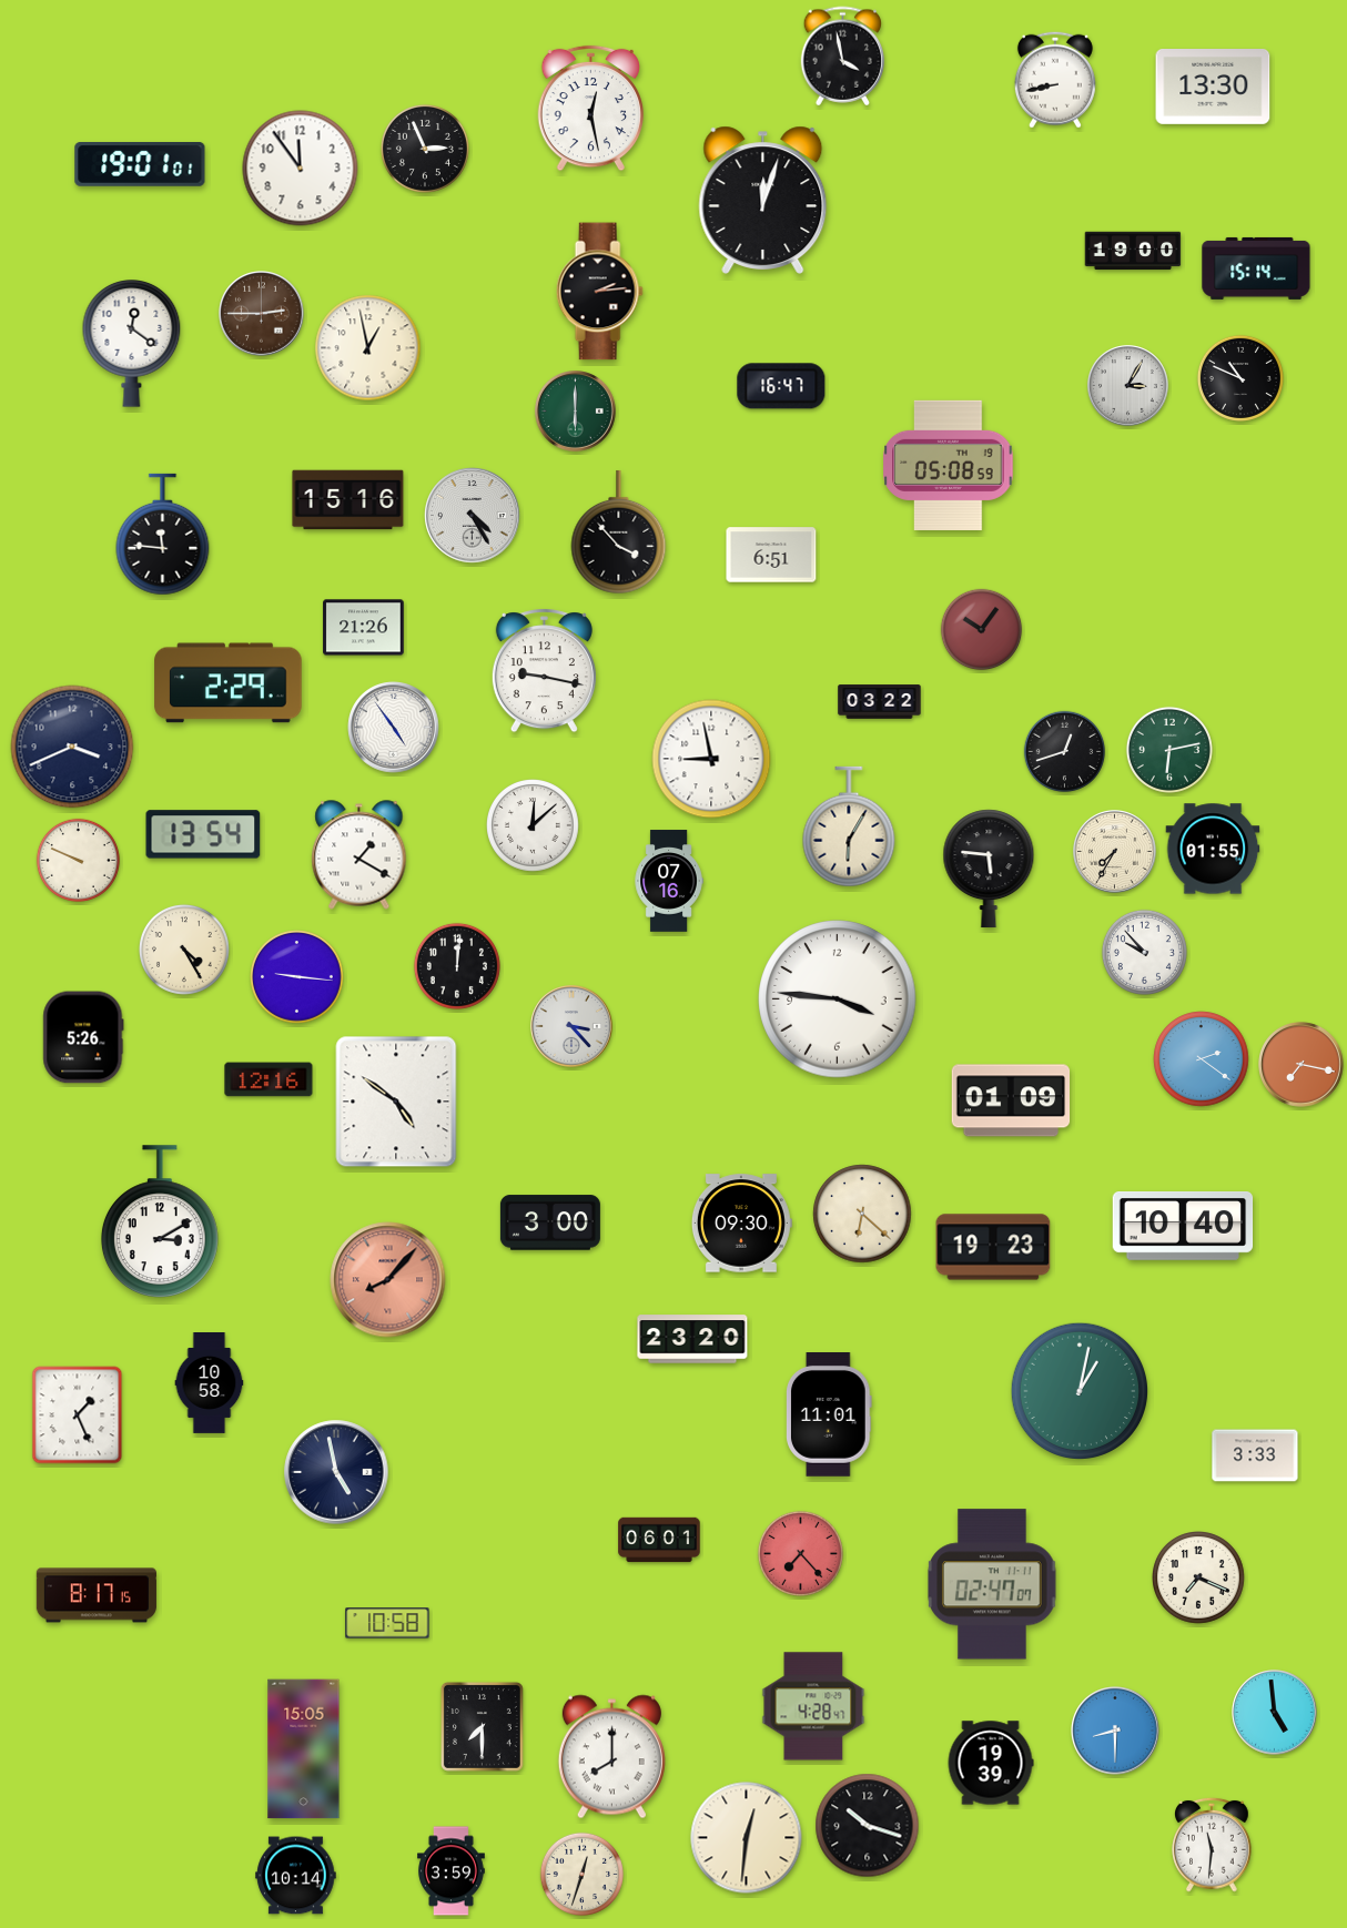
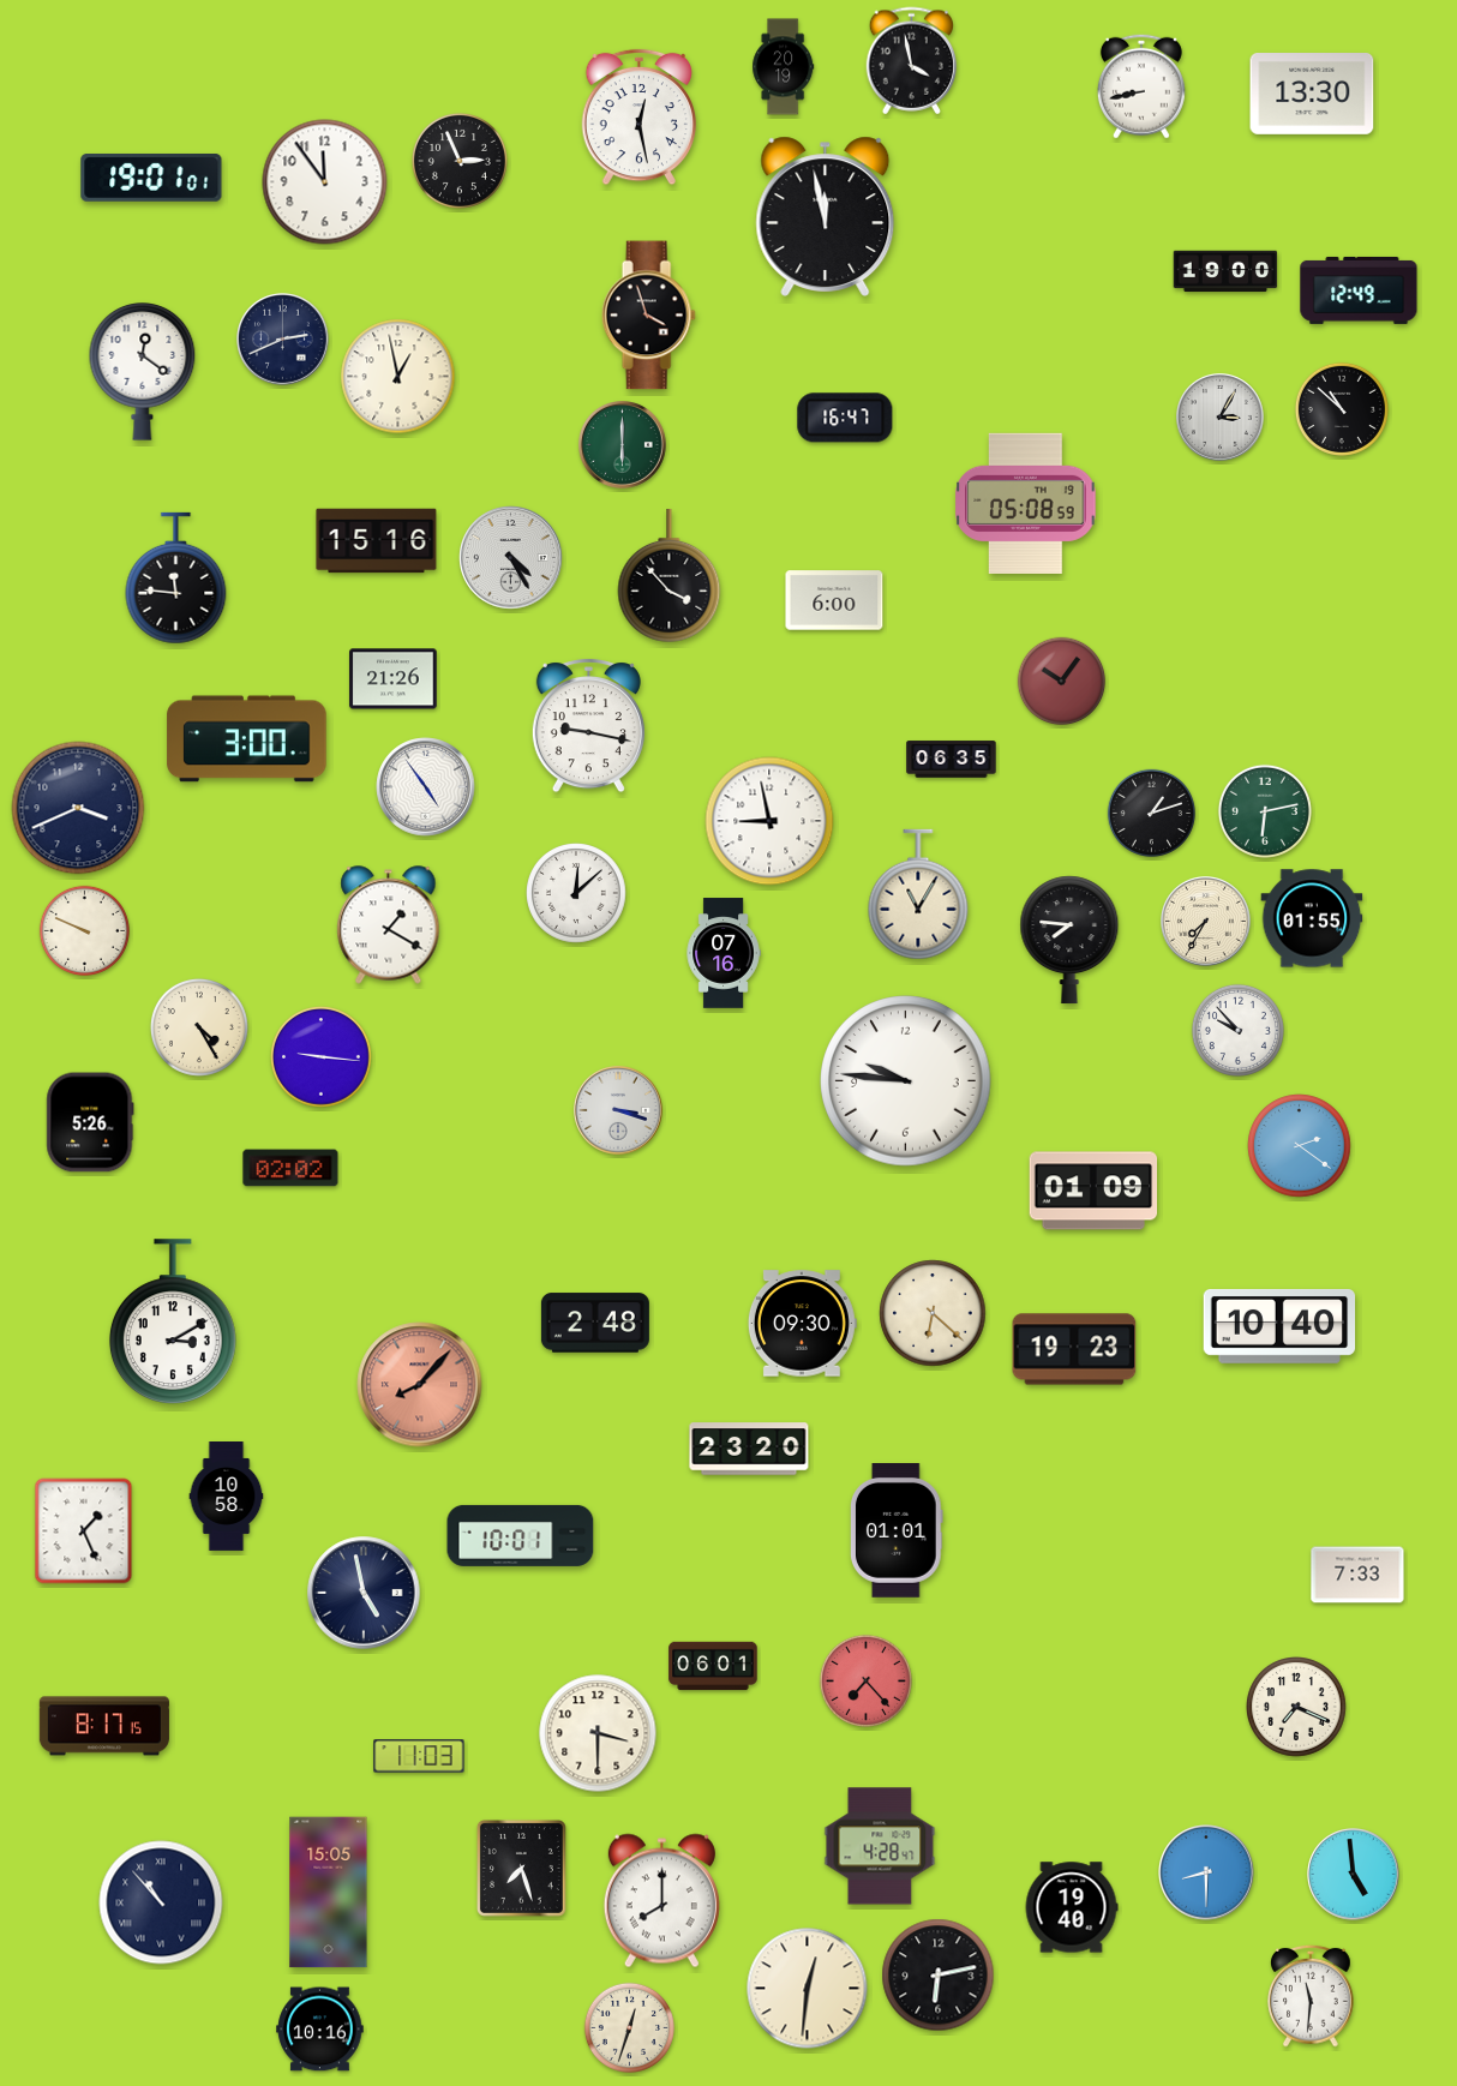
clock at (784, 67): none -> 20:19
clock at (763, 200): 12:03 -> 11:58
clock at (1256, 268): 15:14 -> 12:49
clock at (599, 292): 2:14 -> 3:57
clock at (262, 314): 2:45 -> 2:41
clock at (262, 314) dial: brown -> navy
clock at (1240, 378): 10:49 -> 10:52
clock at (771, 555): 6:51 -> 6:00
clock at (229, 683): 2:29 -> 3:00
clock at (880, 702): 03:22 -> 06:35
clock at (1065, 752): 12:42 -> 1:12
clock at (849, 826): 6:05 -> 11:05
clock at (203, 834): 13:54 -> none
clock at (989, 869): 5:46 -> 7:46
clock at (457, 966): 12:01 -> none
clock at (838, 999): 3:46 -> 9:46
clock at (573, 1027): 3:23 -> 3:18
clock at (1302, 1065): 7:17 -> none
clock at (269, 1079): 12:16 -> 02:02
clock at (396, 1102): 4:51 -> none
clock at (550, 1222): 3:00 -> 2:48
clock at (1078, 1390): 1:02 -> none
clock at (830, 1415): 11:01 -> 01:01
clock at (521, 1535): none -> 10:01
clock at (1255, 1455): 3:33 -> 7:33
clock at (993, 1584): 02:47 -> none
clock at (598, 1733): none -> 3:30
clock at (387, 1623): 10:58 -> 11:03
clock at (1275, 1713) position: (1275, 1713) -> (1354, 1875)
clock at (482, 1726): 7:30 -> 7:27
clock at (161, 1902): none -> 10:53
clock at (991, 1763): 19:39 -> 19:40
clock at (868, 1826): 10:18 -> 6:13
clock at (452, 1871): 3:59 -> none
clock at (296, 1876): 10:14 -> 10:16
